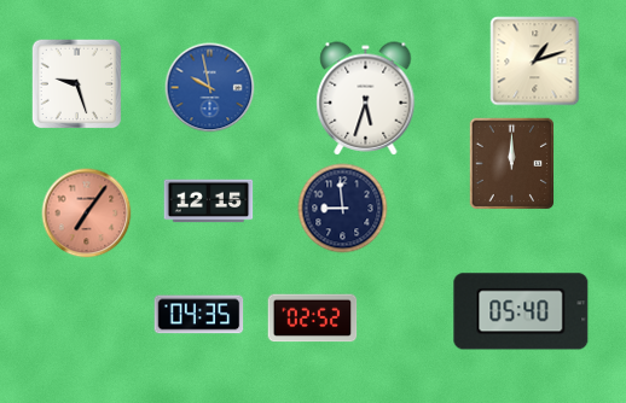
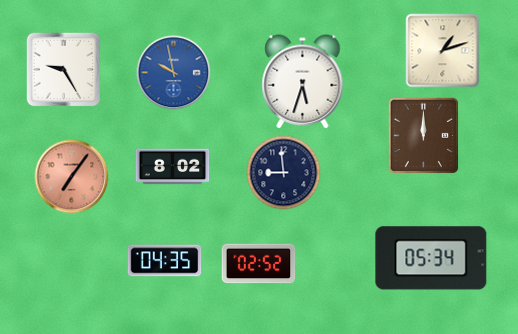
clock at (77, 84): 9:27 -> 9:25
clock at (209, 201): 12:15 -> 8:02
clock at (521, 311): 05:40 -> 05:34
